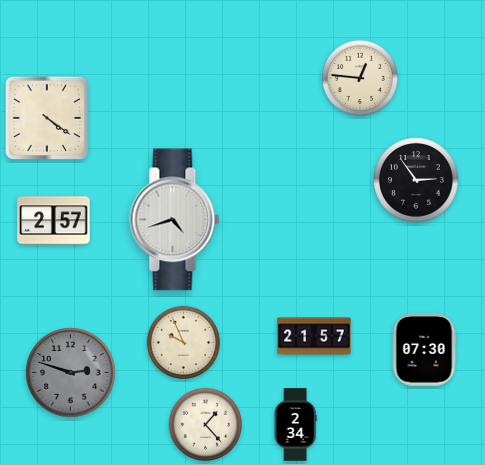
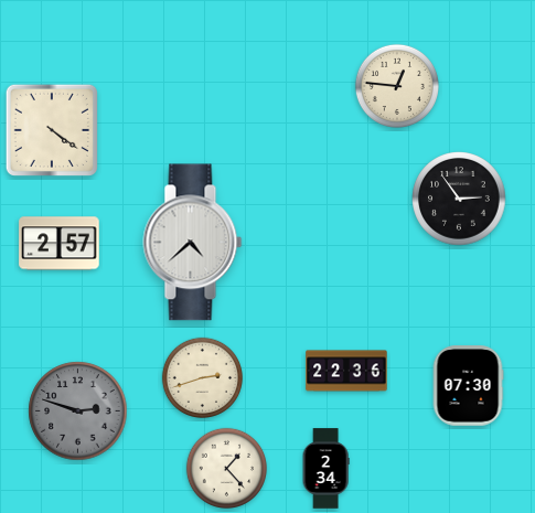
clock at (175, 220): 4:42 -> 4:38
clock at (314, 336): 21:57 -> 22:36
clock at (184, 343): 9:56 -> 2:42
